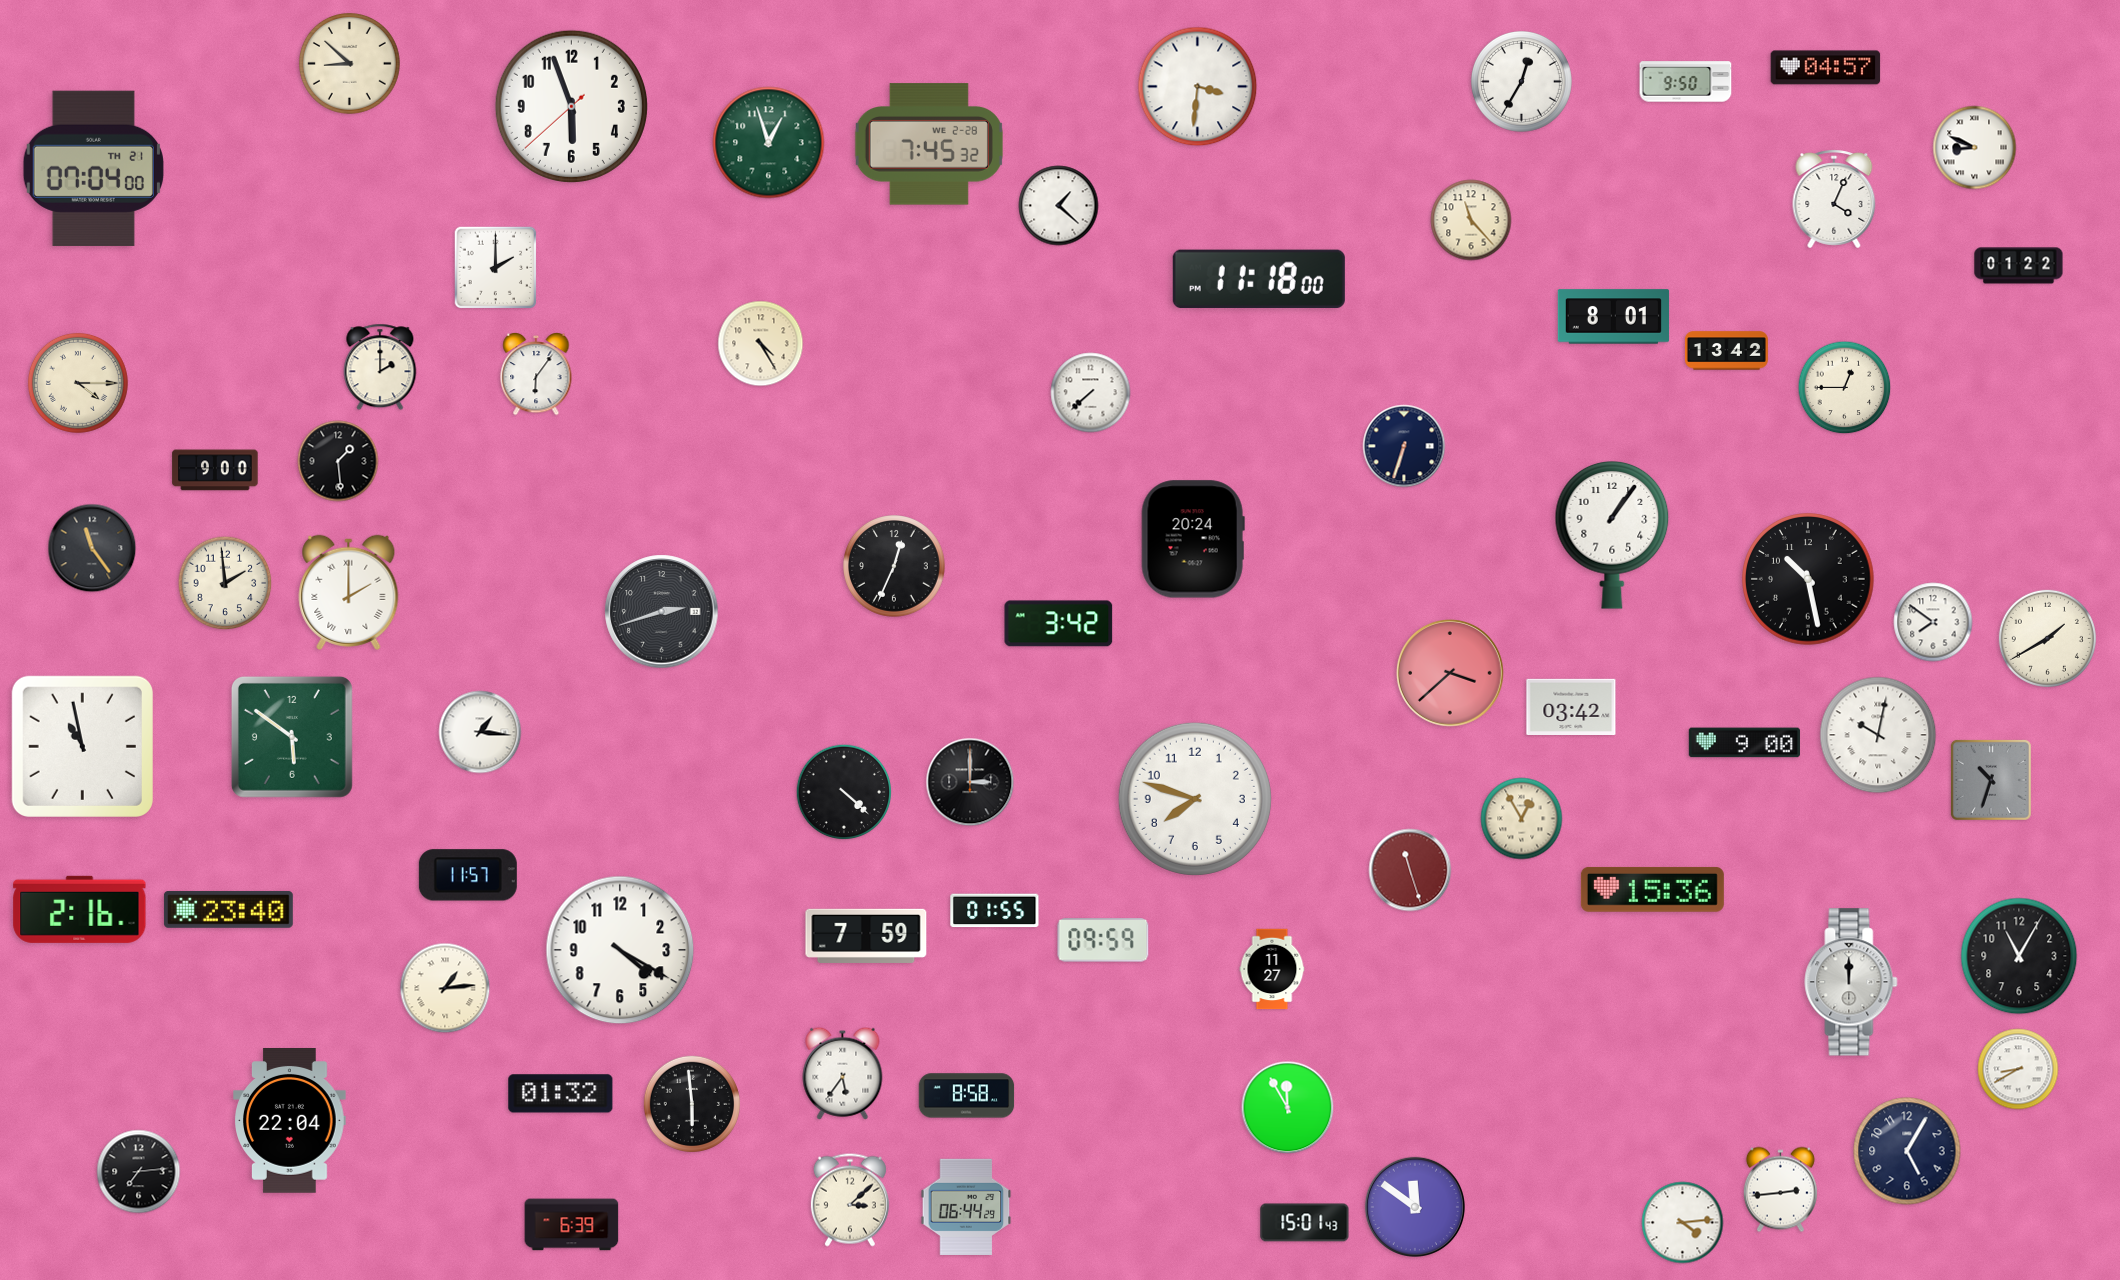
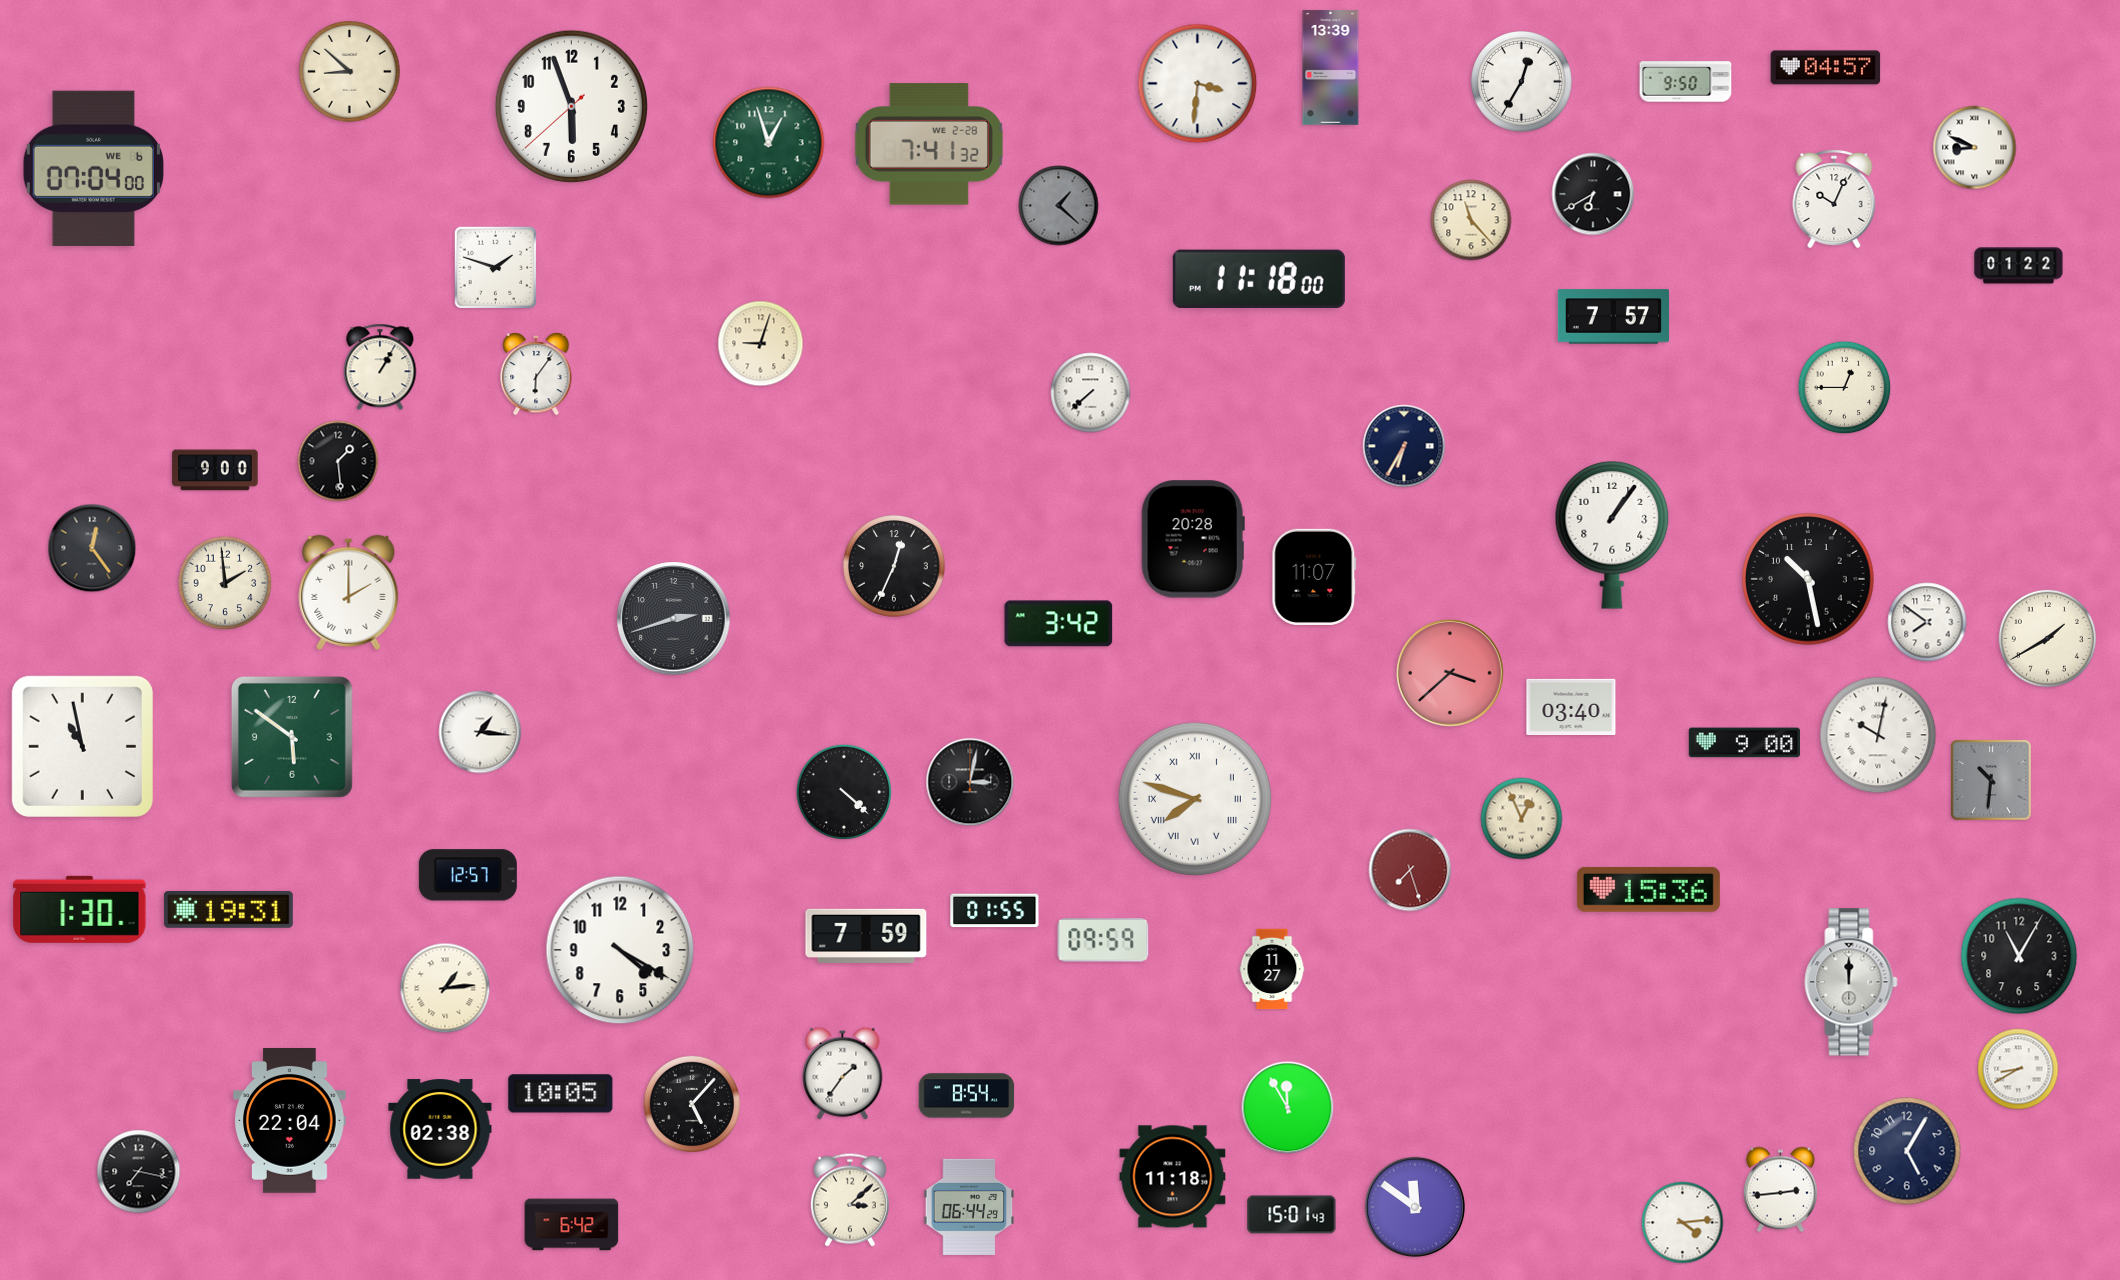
clock at (349, 63) position: (349, 63) -> (349, 71)
clock at (1331, 68): none -> 13:39
clock at (1198, 87) position: (1198, 87) -> (1198, 84)
clock at (929, 144): 7:45 -> 7:41
clock at (93, 168) date: TH 21 -> WE 6
clock at (1593, 194): none -> 6:40
clock at (1834, 199): 4:04 -> 10:04
clock at (1059, 206) dial: white -> grey
clock at (496, 268): 2:00 -> 1:48
clock at (1613, 317): 8:01 -> 7:57
clock at (761, 344): 4:25 -> 9:03
clock at (1726, 351): 13:42 -> none
clock at (380, 367): 2:00 -> 1:05
clock at (78, 383): 4:15 -> none
clock at (1404, 446): 6:33 -> 6:35
clock at (1193, 539): 20:24 -> 20:28
clock at (92, 548): 11:24 -> 12:24
clock at (1314, 577): none -> 11:07
clock at (662, 612) position: (662, 612) -> (674, 619)
clock at (1933, 622) position: (1933, 622) -> (1927, 622)
clock at (1571, 706): 03:42 -> 03:40
clock at (1991, 780): 10:33 -> 10:31
clock at (970, 782): 3:00 -> 3:02
clock at (1195, 799) numerals: Arabic -> Roman
clock at (1522, 819): 12:55 -> 12:56
clock at (1410, 870): 11:27 -> 7:27
clock at (468, 875): 11:57 -> 12:57
clock at (1652, 889) position: (1652, 889) -> (1648, 889)
clock at (80, 909): 2:16 -> 1:30
clock at (228, 909): 23:40 -> 19:31
clock at (843, 1073): 5:36 -> 1:36
clock at (561, 1094): 01:32 -> 10:05
clock at (967, 1096): 8:58 -> 8:54
clock at (692, 1104): 5:59 -> 5:07
clock at (440, 1129): none -> 02:38
clock at (139, 1172): 7:14 -> 7:17
clock at (1173, 1177): none -> 11:18
clock at (966, 1207) position: (966, 1207) -> (969, 1207)
clock at (1305, 1223) position: (1305, 1223) -> (1292, 1215)
clock at (572, 1225): 6:39 -> 6:42
